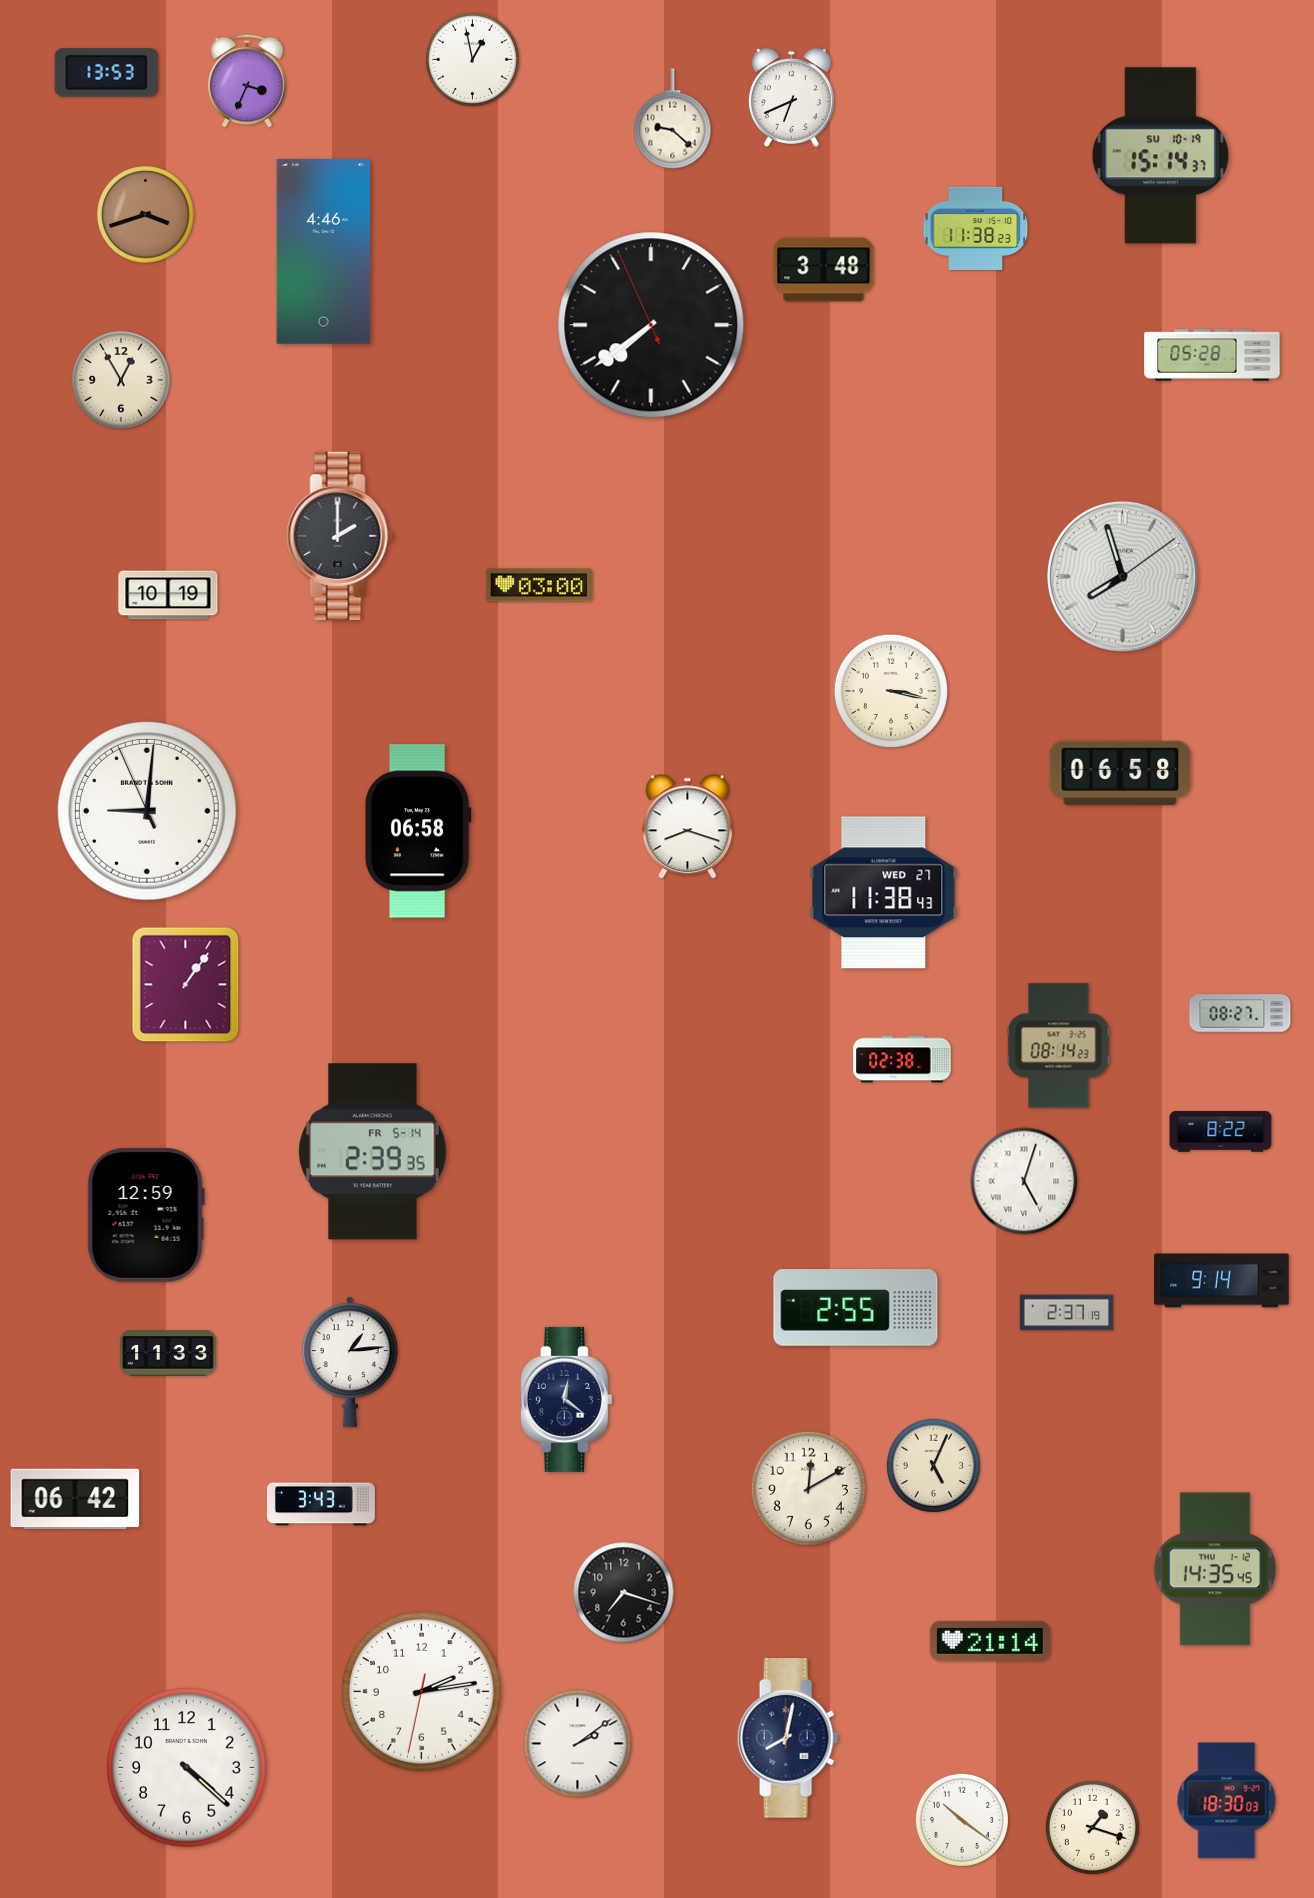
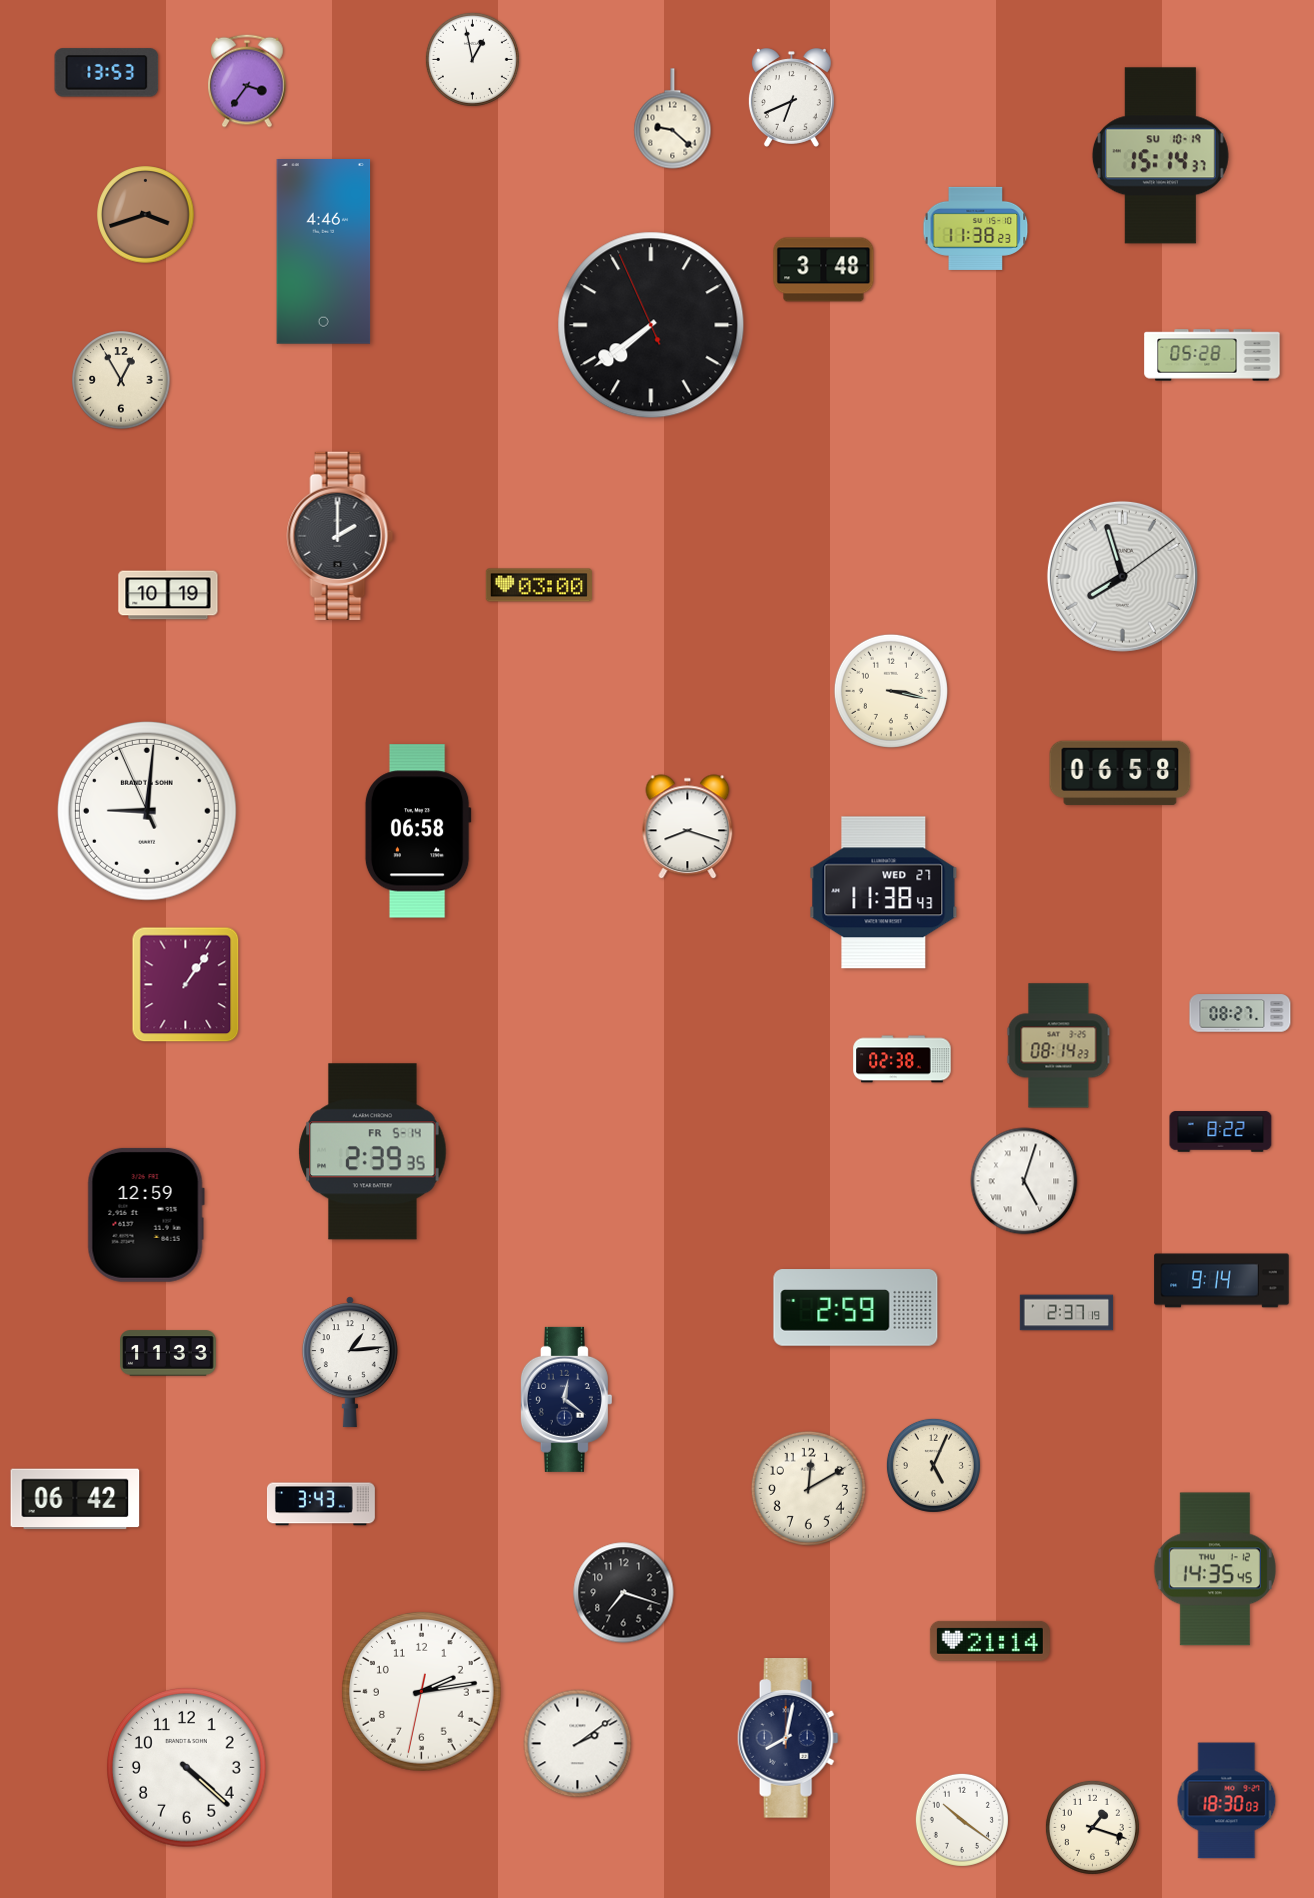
clock at (247, 81): 3:34 -> 3:36
clock at (856, 1308): 2:55 -> 2:59
